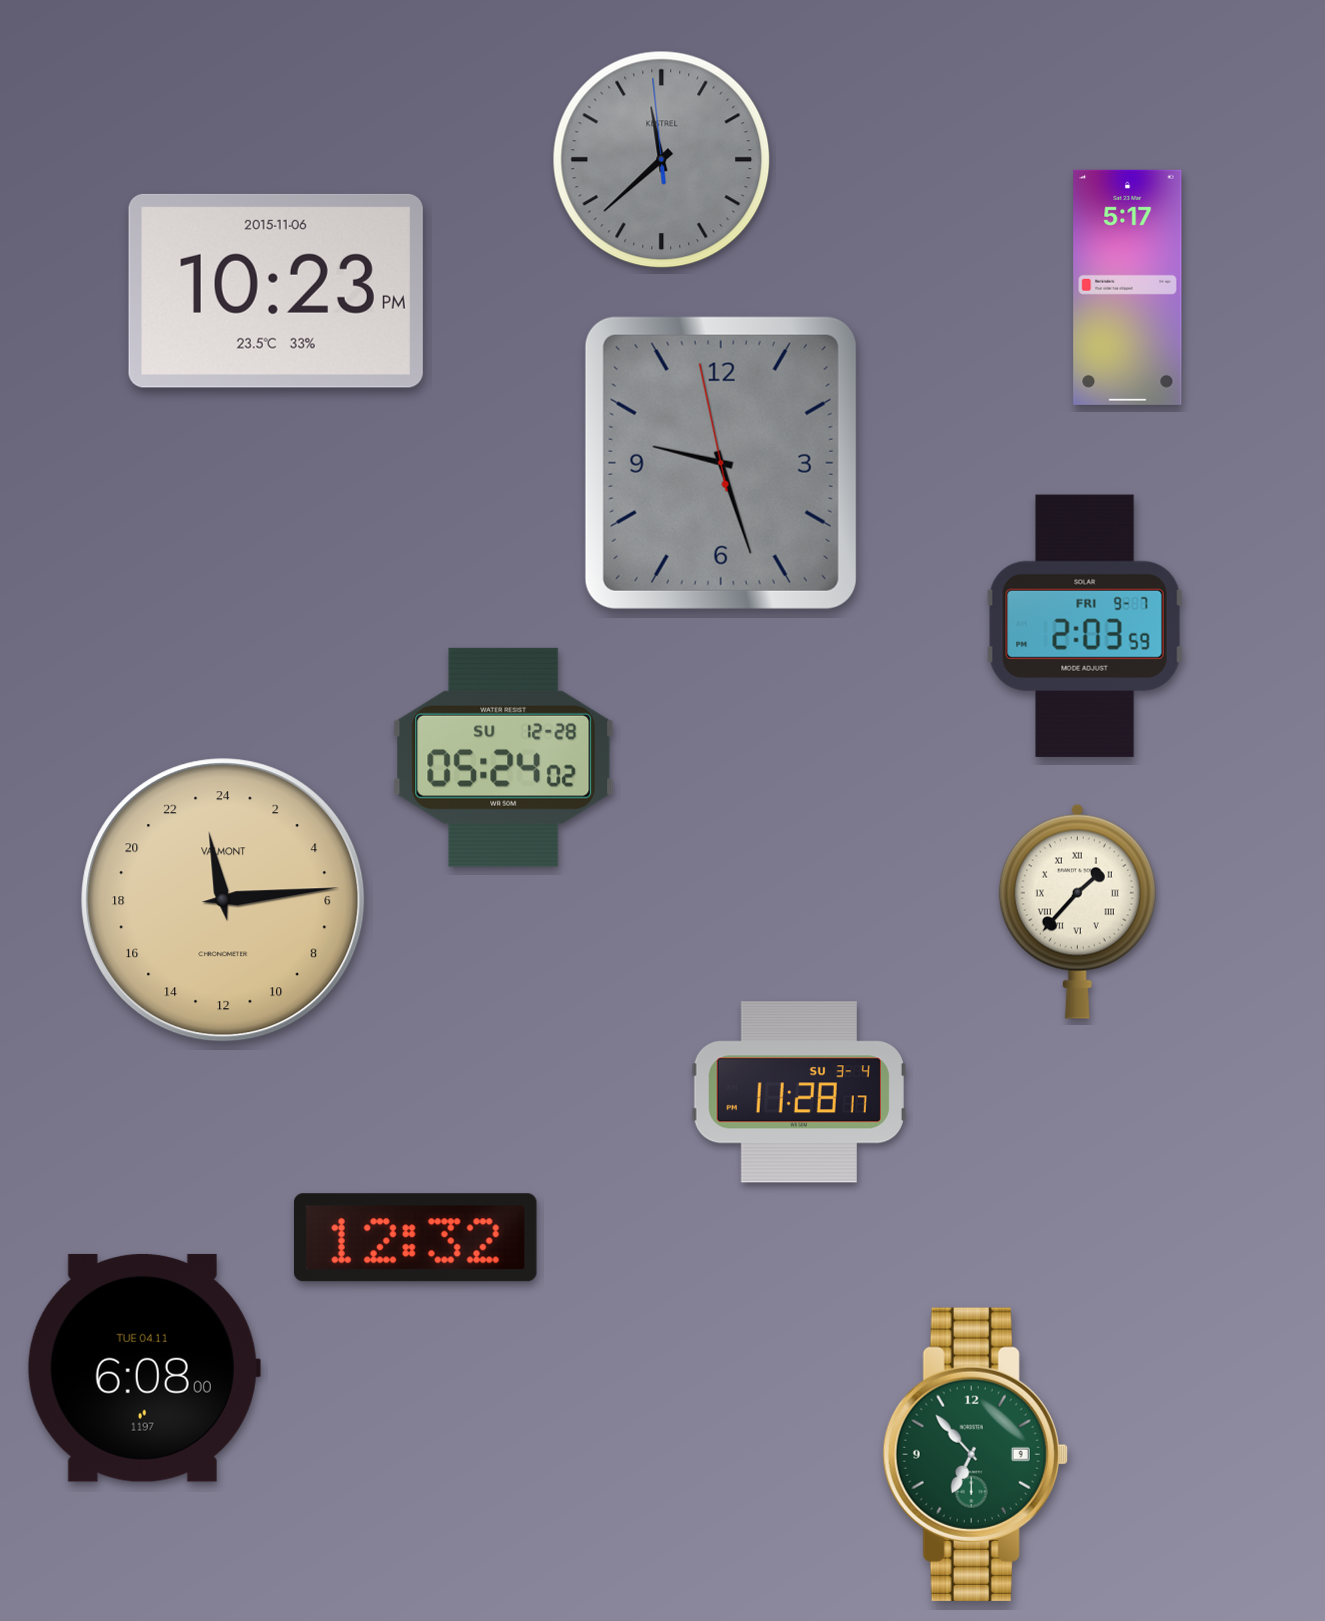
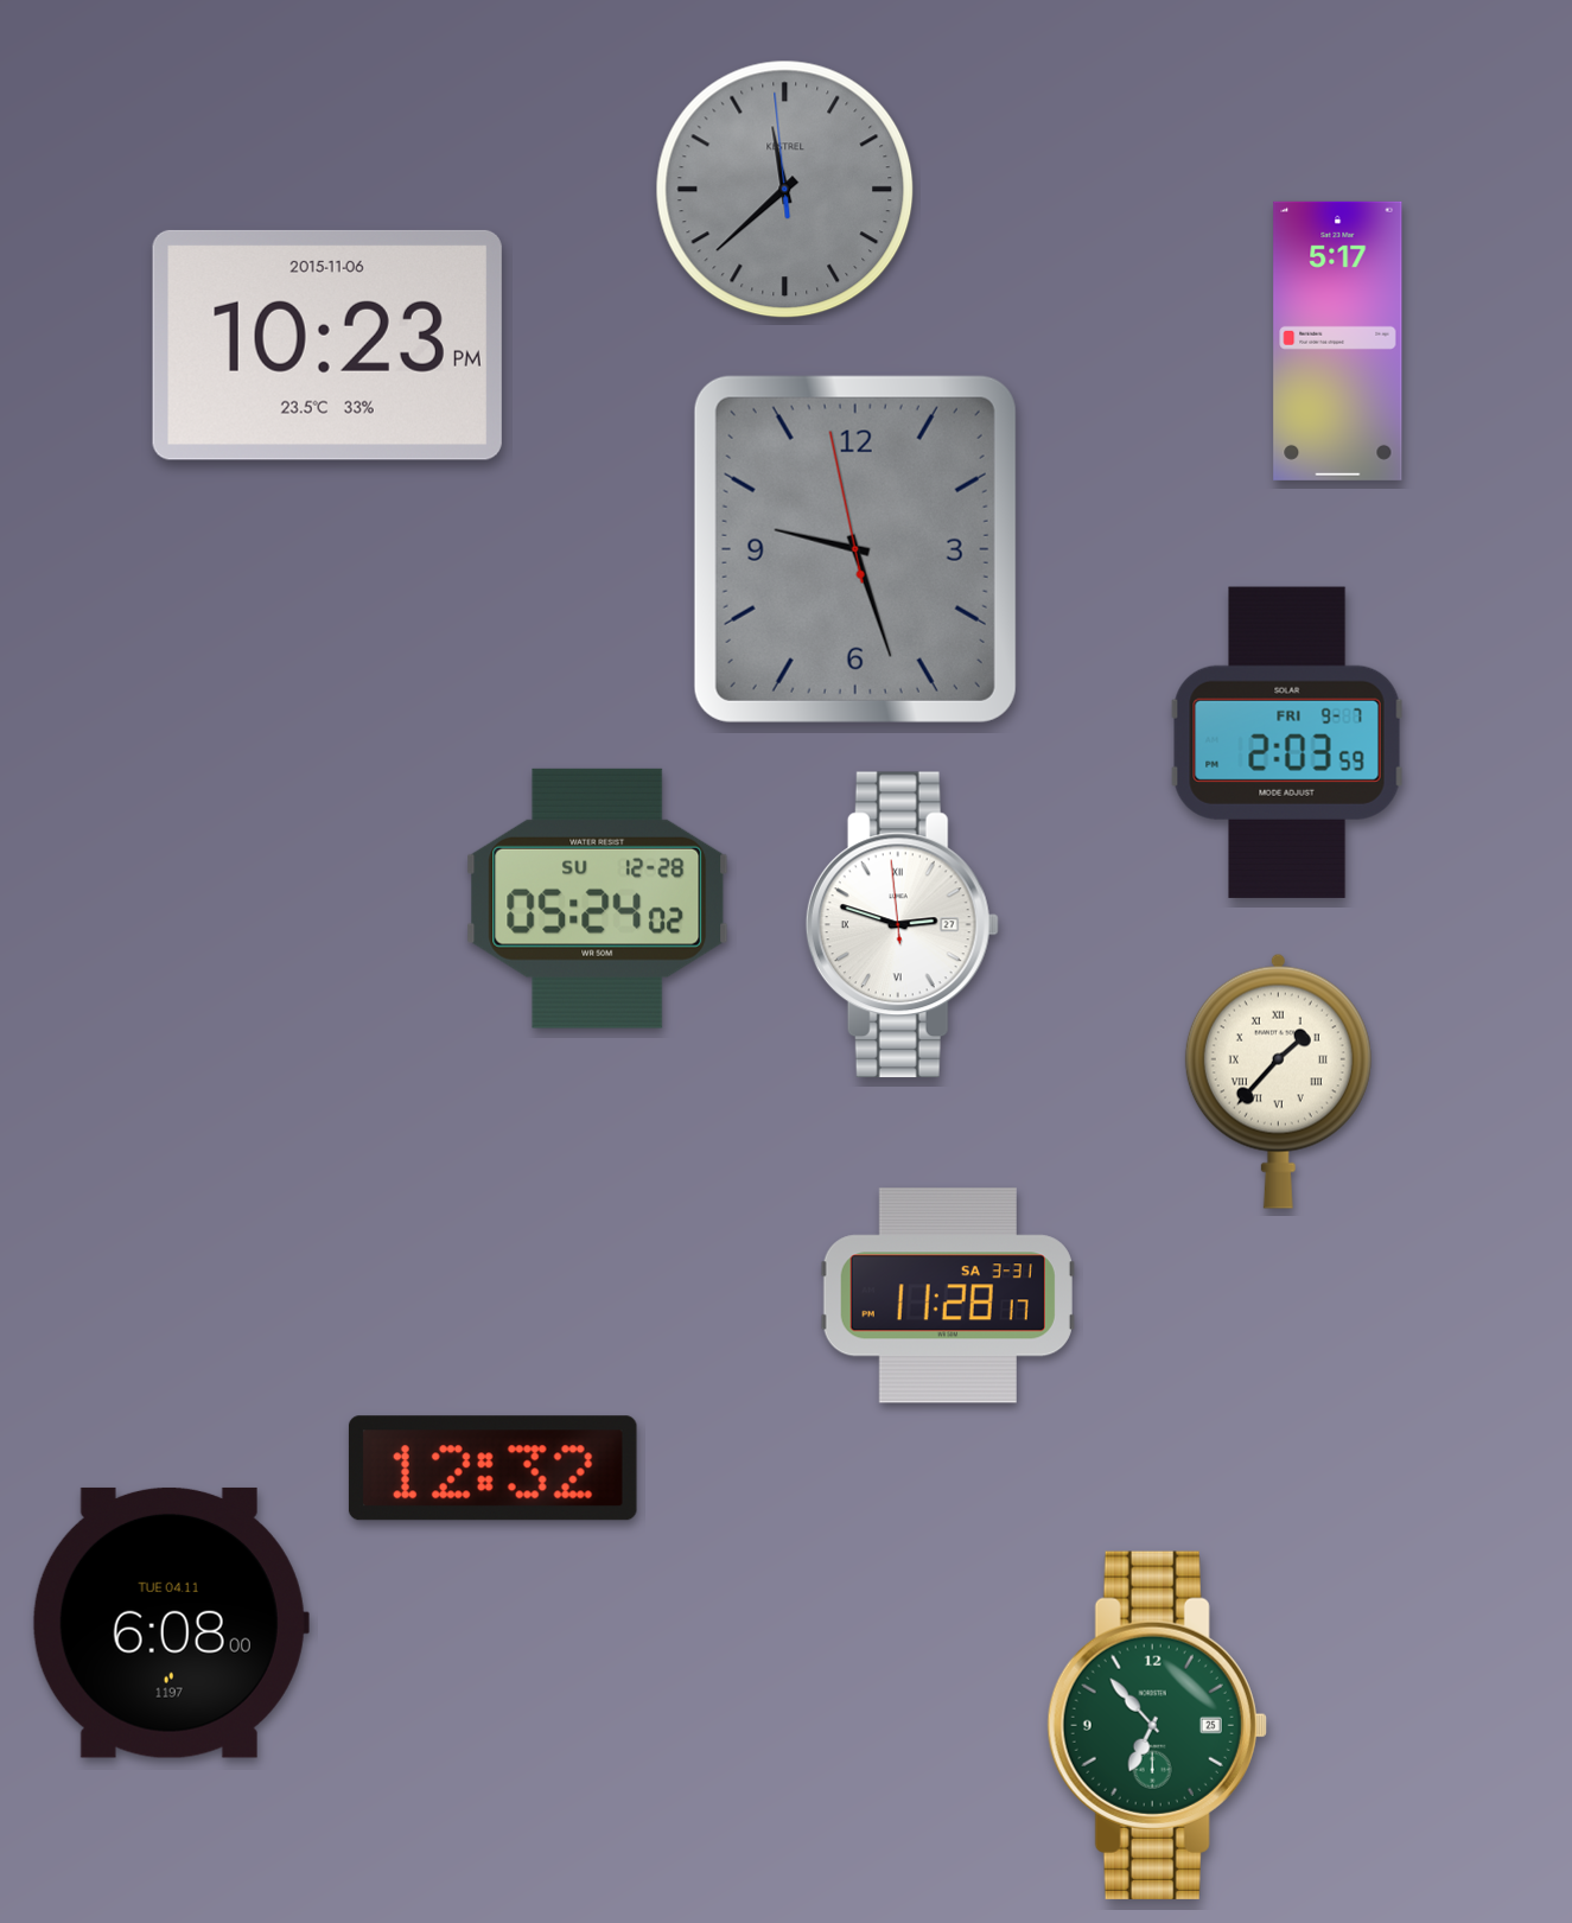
clock at (902, 925): none -> 2:47
clock at (223, 900): 23:14 -> none
clock at (799, 1092) date: SU 3-4 -> SA 3-31
clock at (975, 1454) date: 9 -> 25
